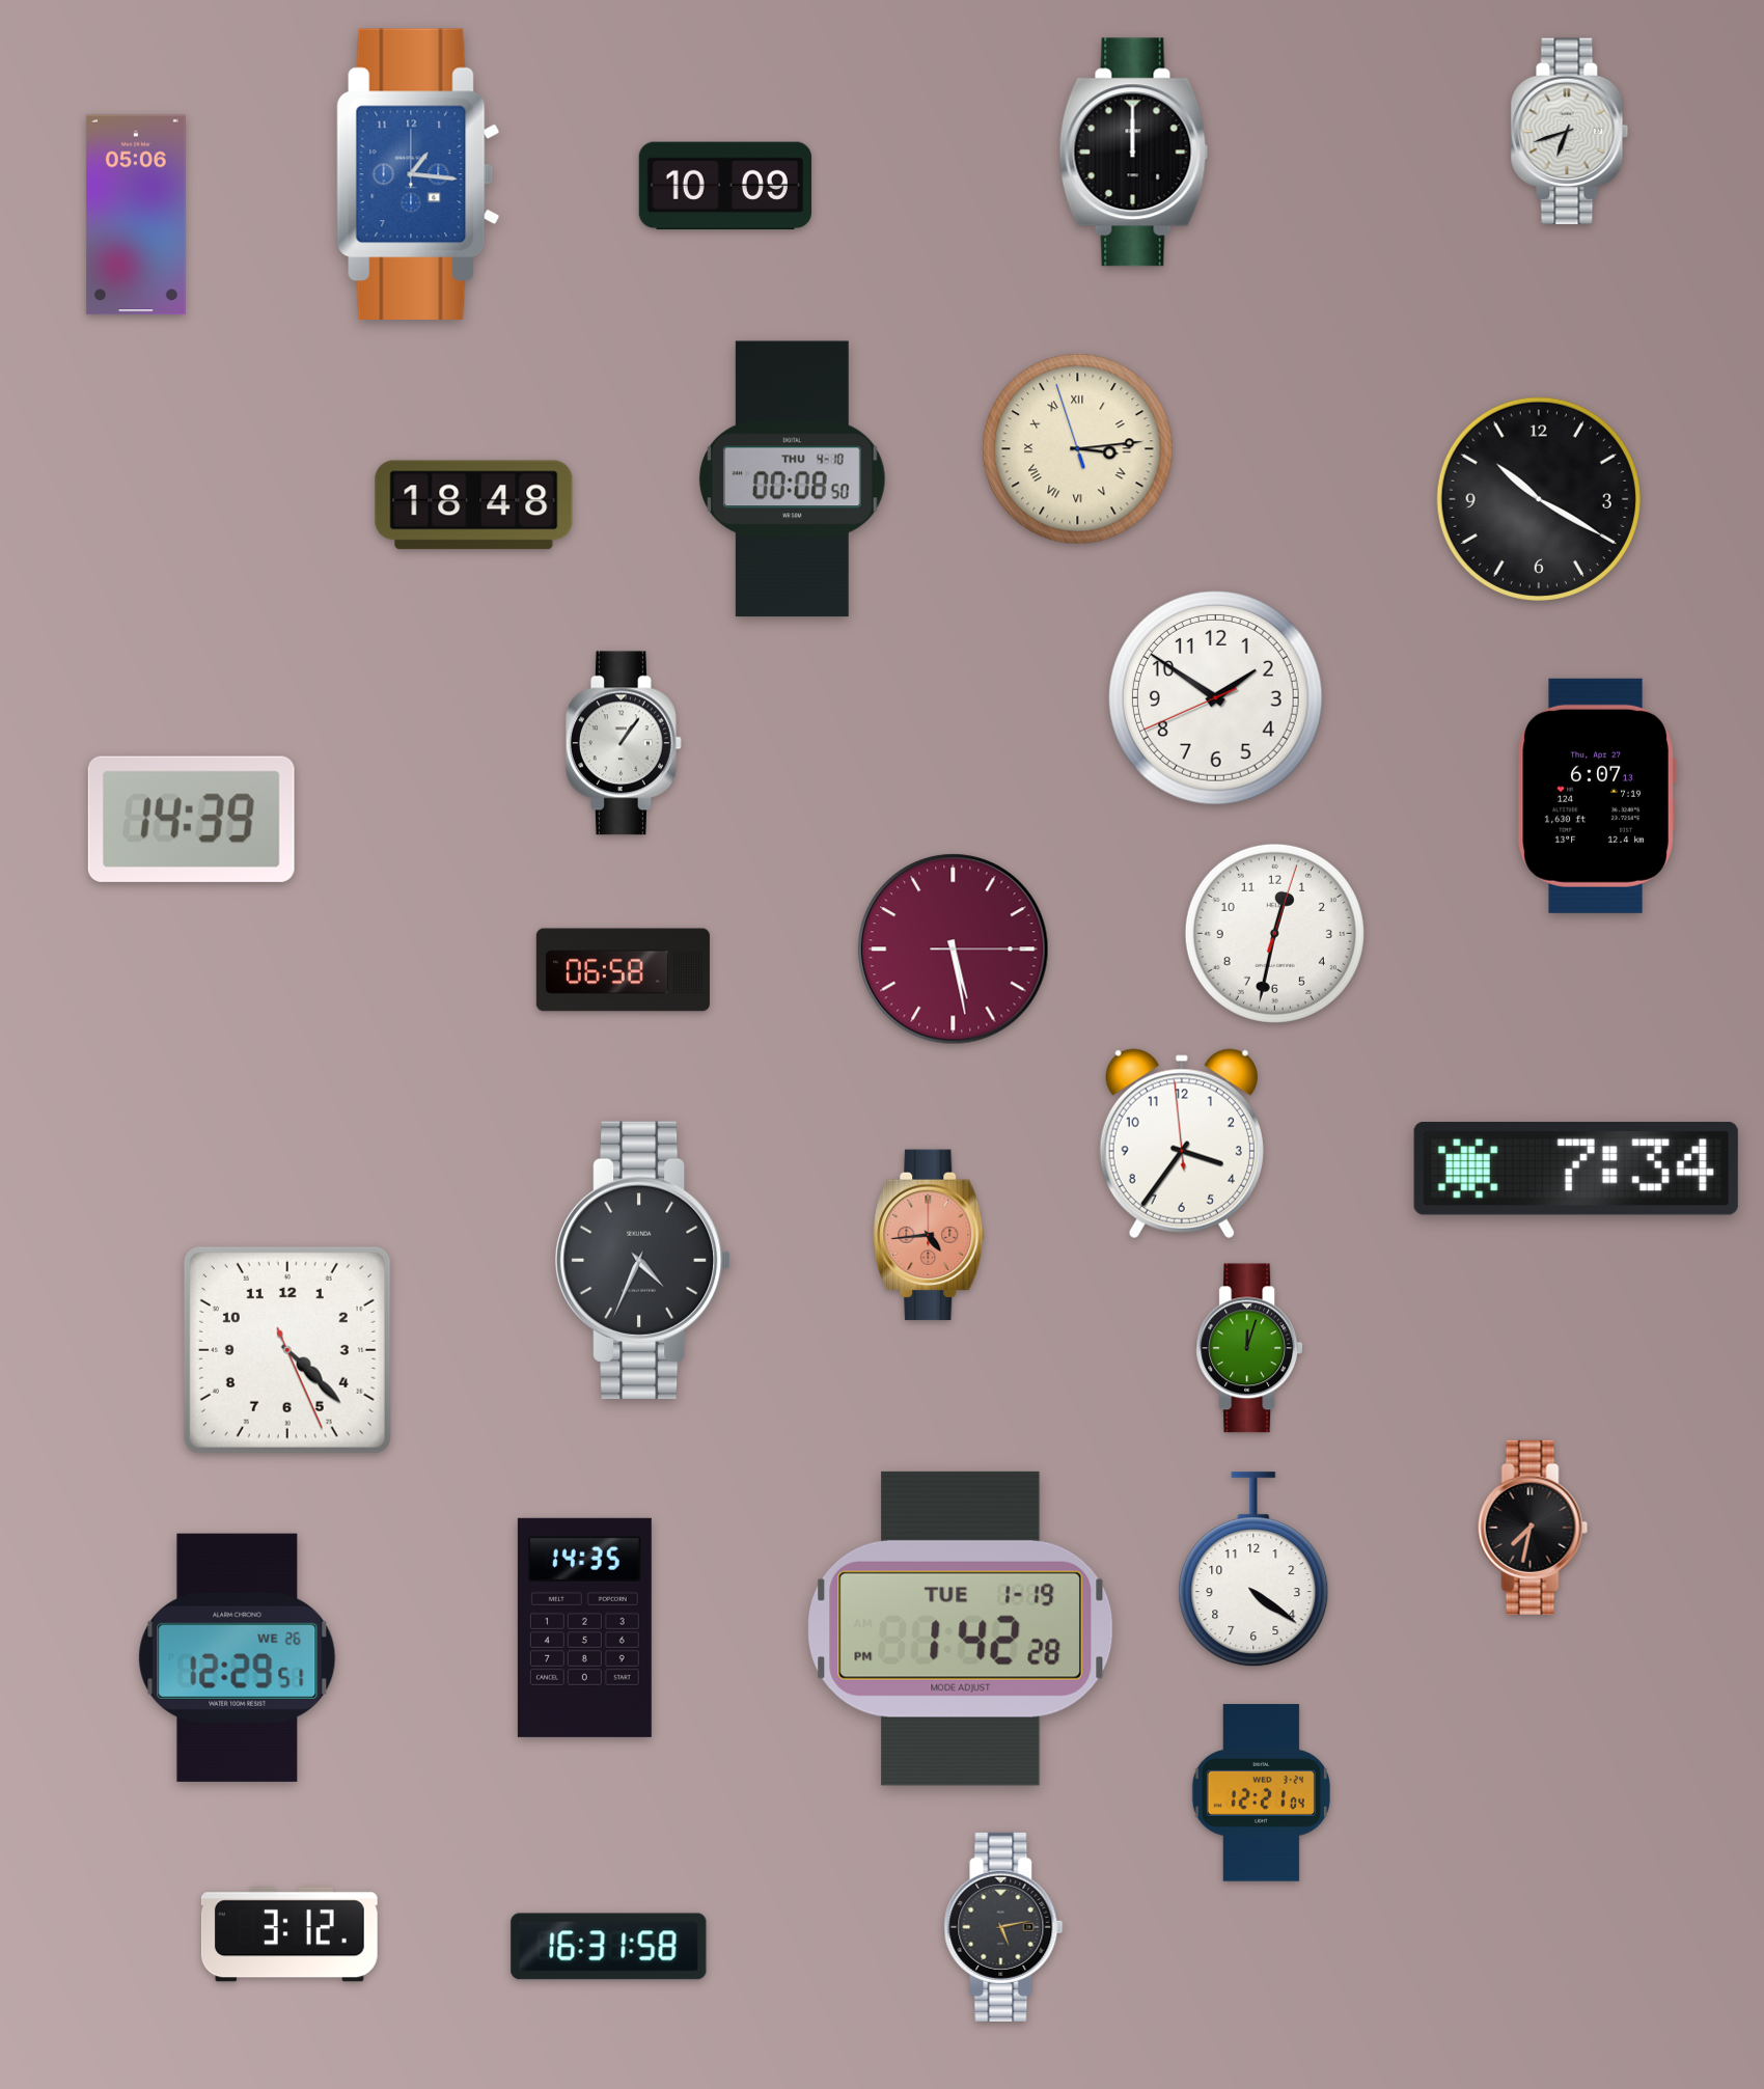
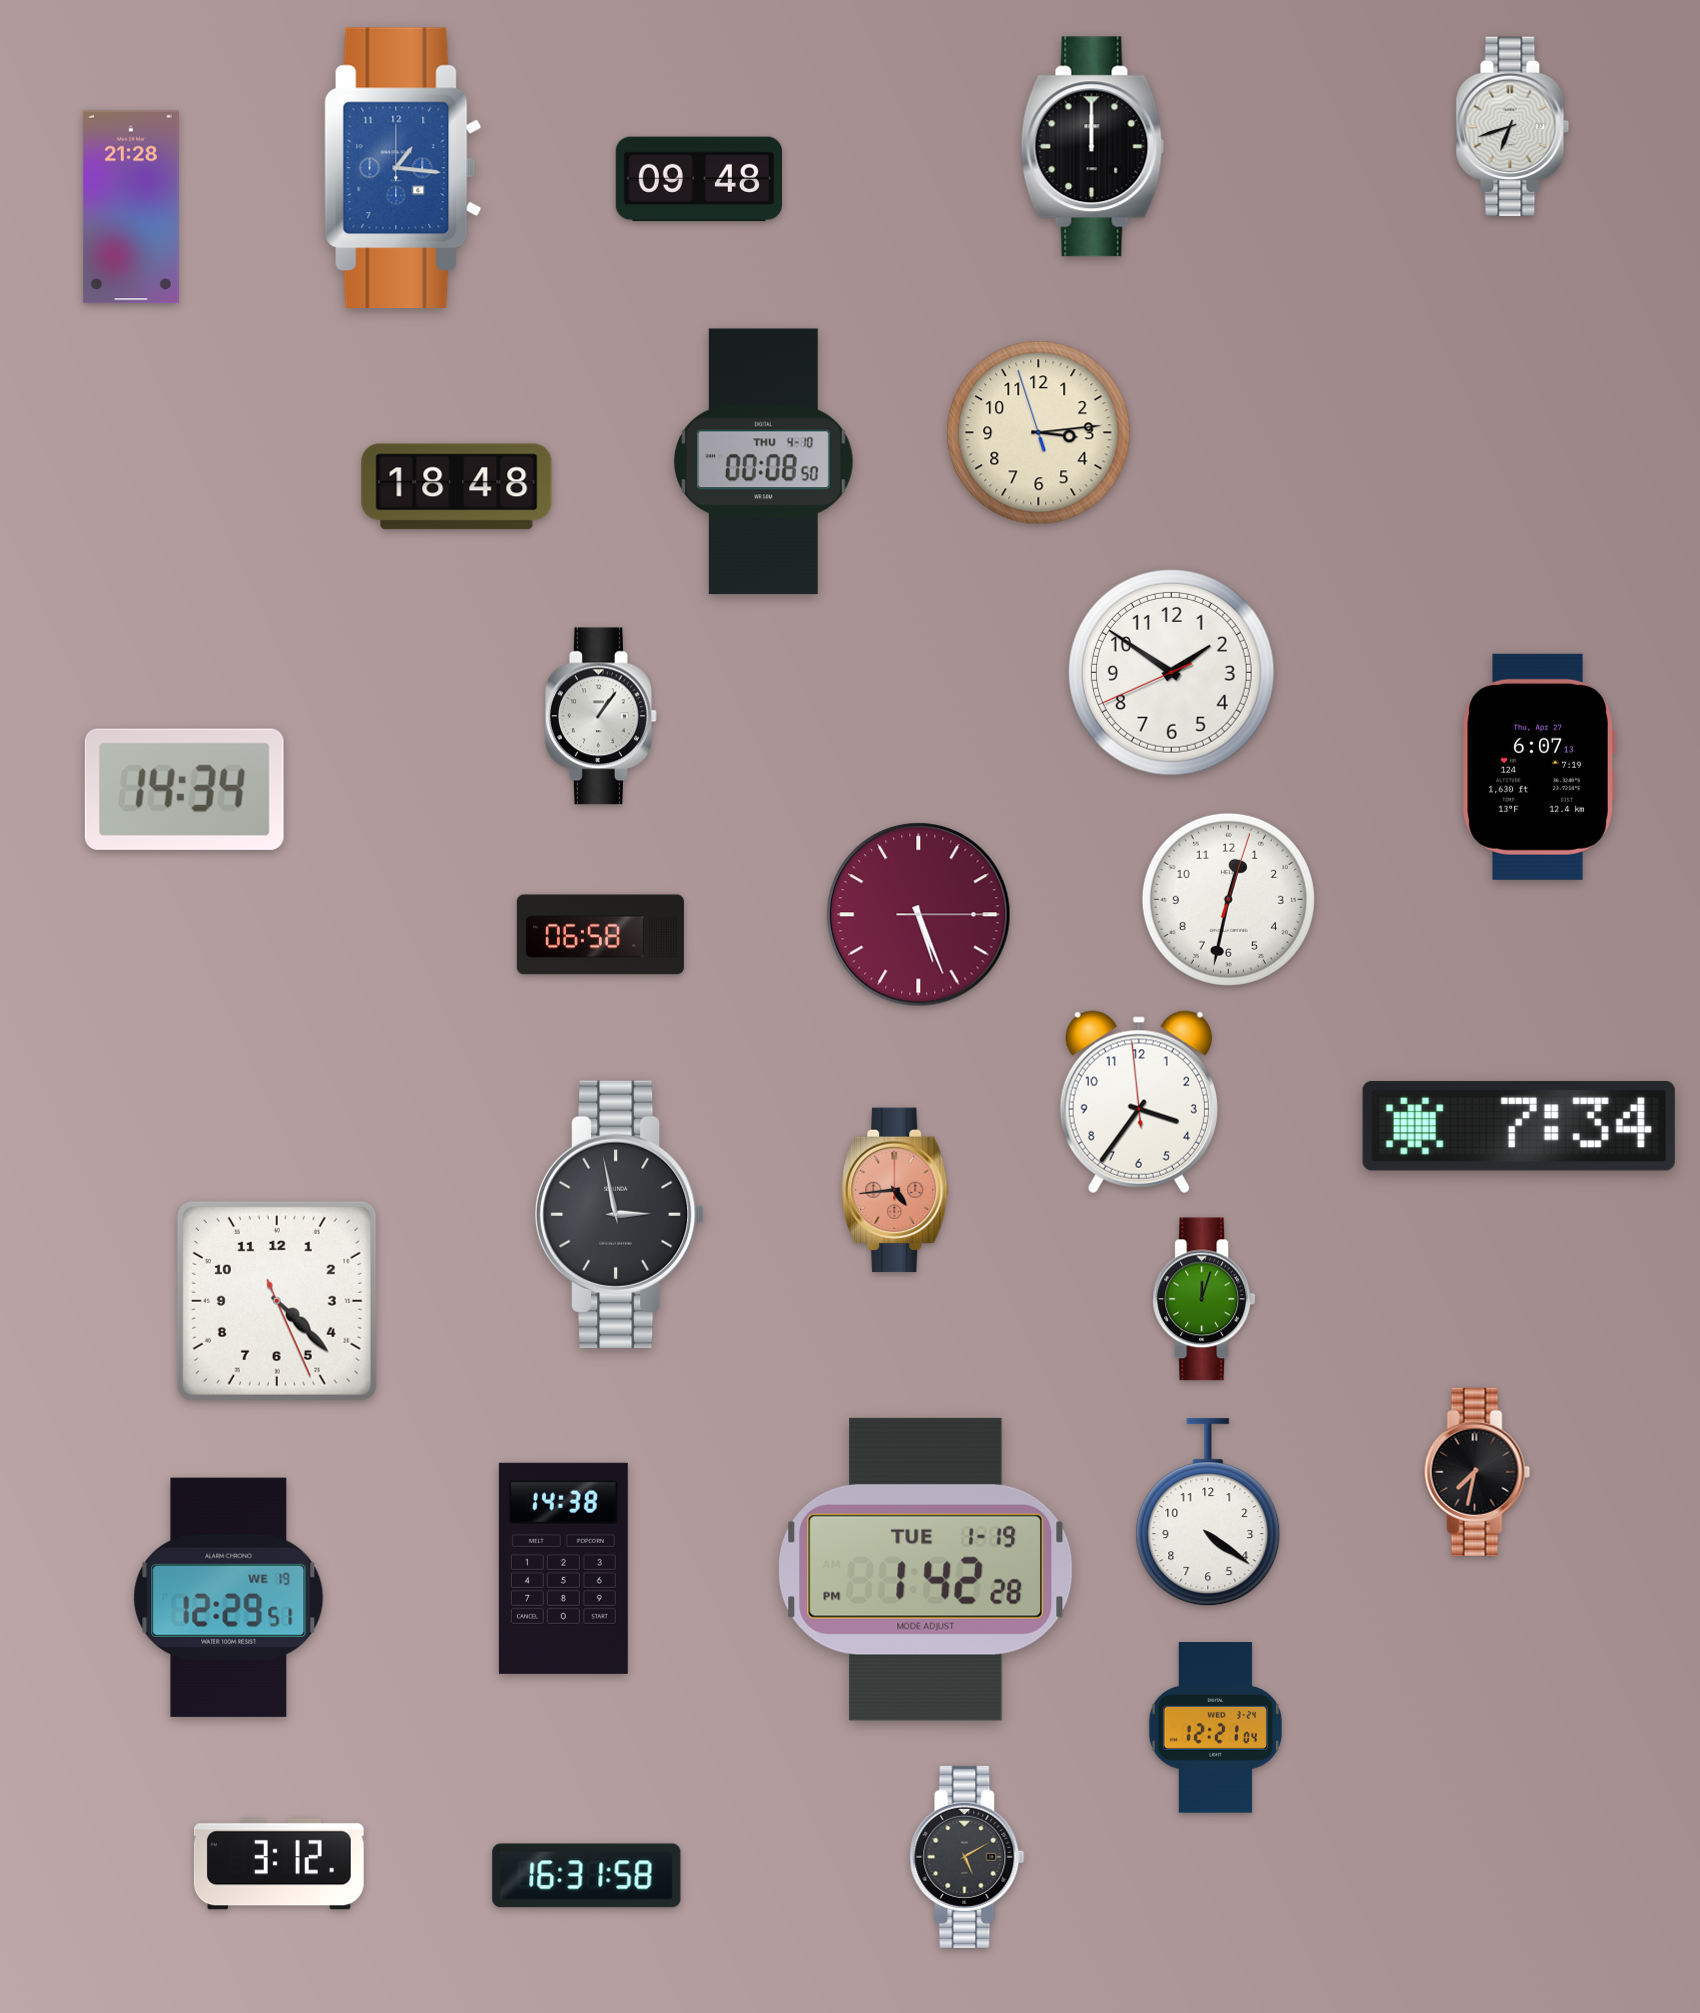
clock at (725, 186): 10:09 -> 09:48
clock at (136, 215): 05:06 -> 21:28
clock at (1078, 449) numerals: Roman -> Arabic
clock at (1539, 499): 10:20 -> none
clock at (191, 819): 14:39 -> 14:34
clock at (954, 950): 5:28 -> 5:26
clock at (643, 1260): 4:34 -> 2:58
clock at (584, 1627): 14:35 -> 14:38
clock at (238, 1657) date: WE 26 -> WE 19
clock at (1003, 1927): 5:13 -> 5:10
